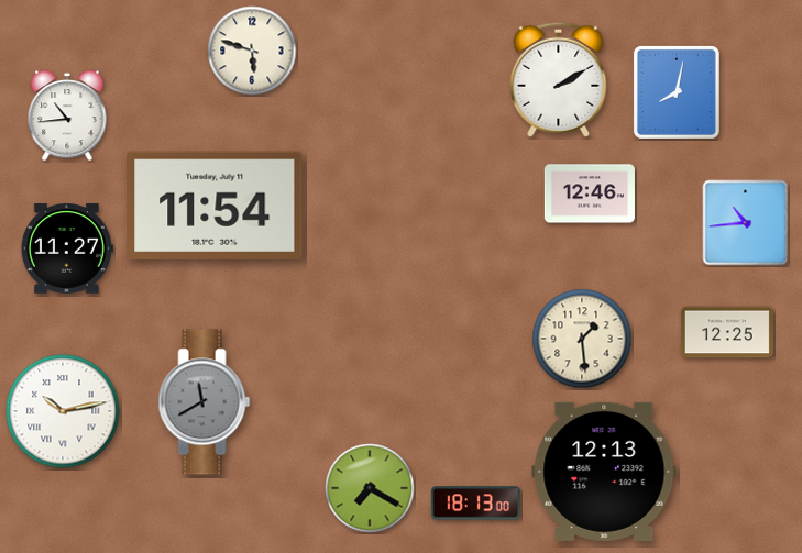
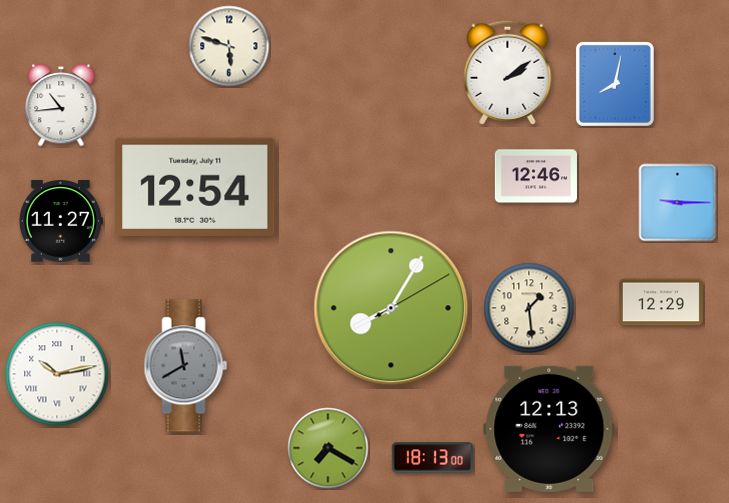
clock at (559, 79): 2:10 -> 2:09
clock at (215, 206): 11:54 -> 12:54
clock at (746, 223): 10:44 -> 9:15
clock at (67, 248) position: (67, 248) -> (61, 221)
clock at (727, 332): 12:25 -> 12:29
clock at (391, 308): none -> 8:05
clock at (370, 488) position: (370, 488) -> (328, 448)
